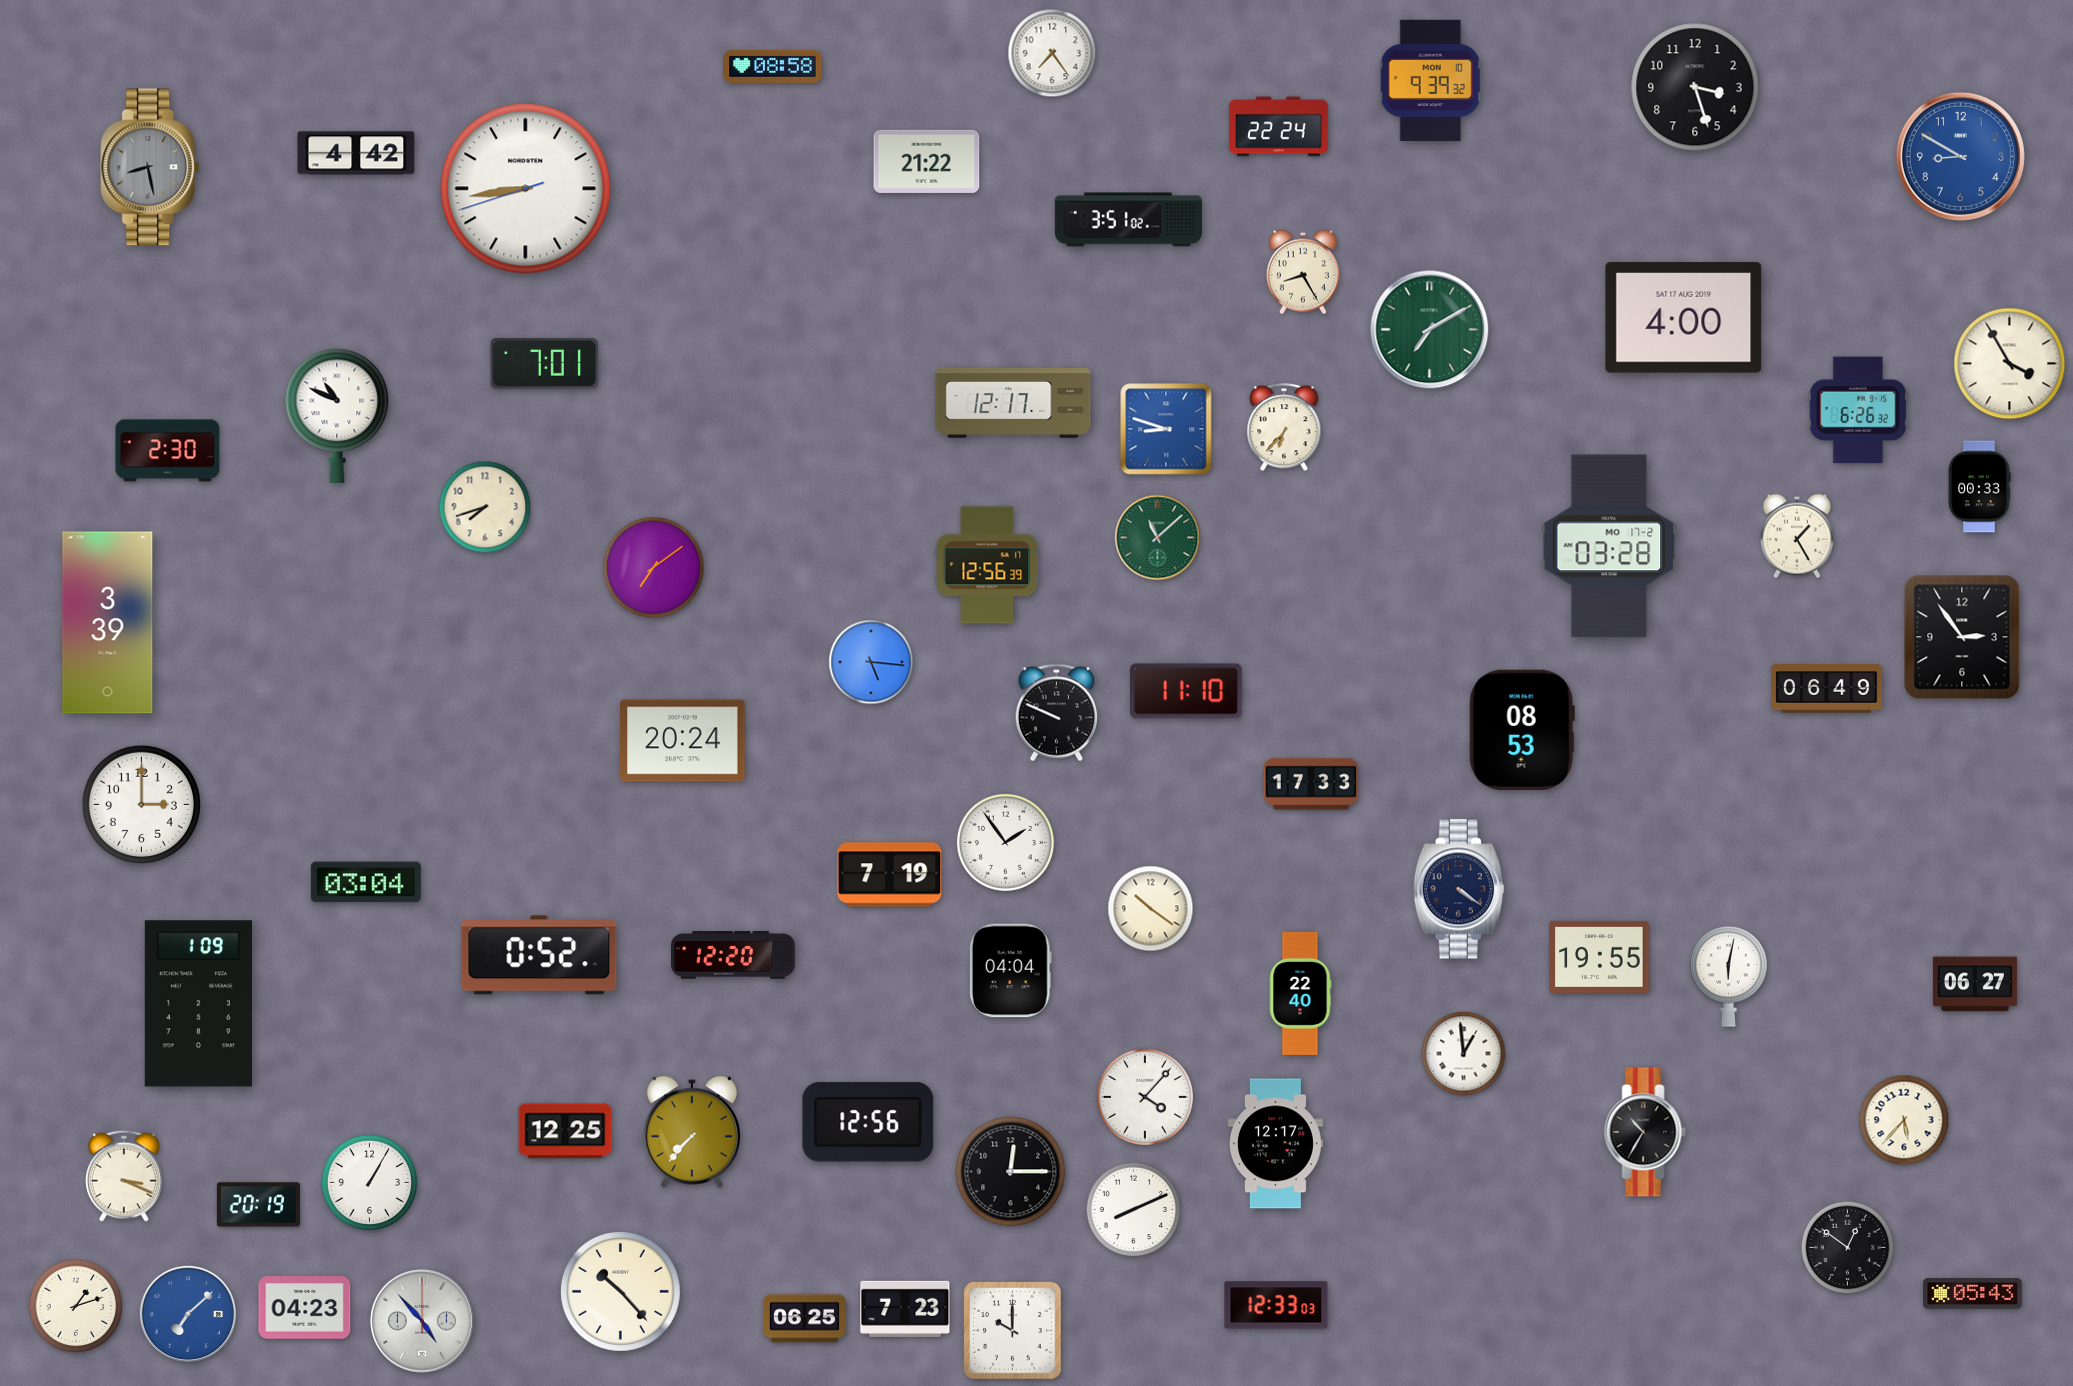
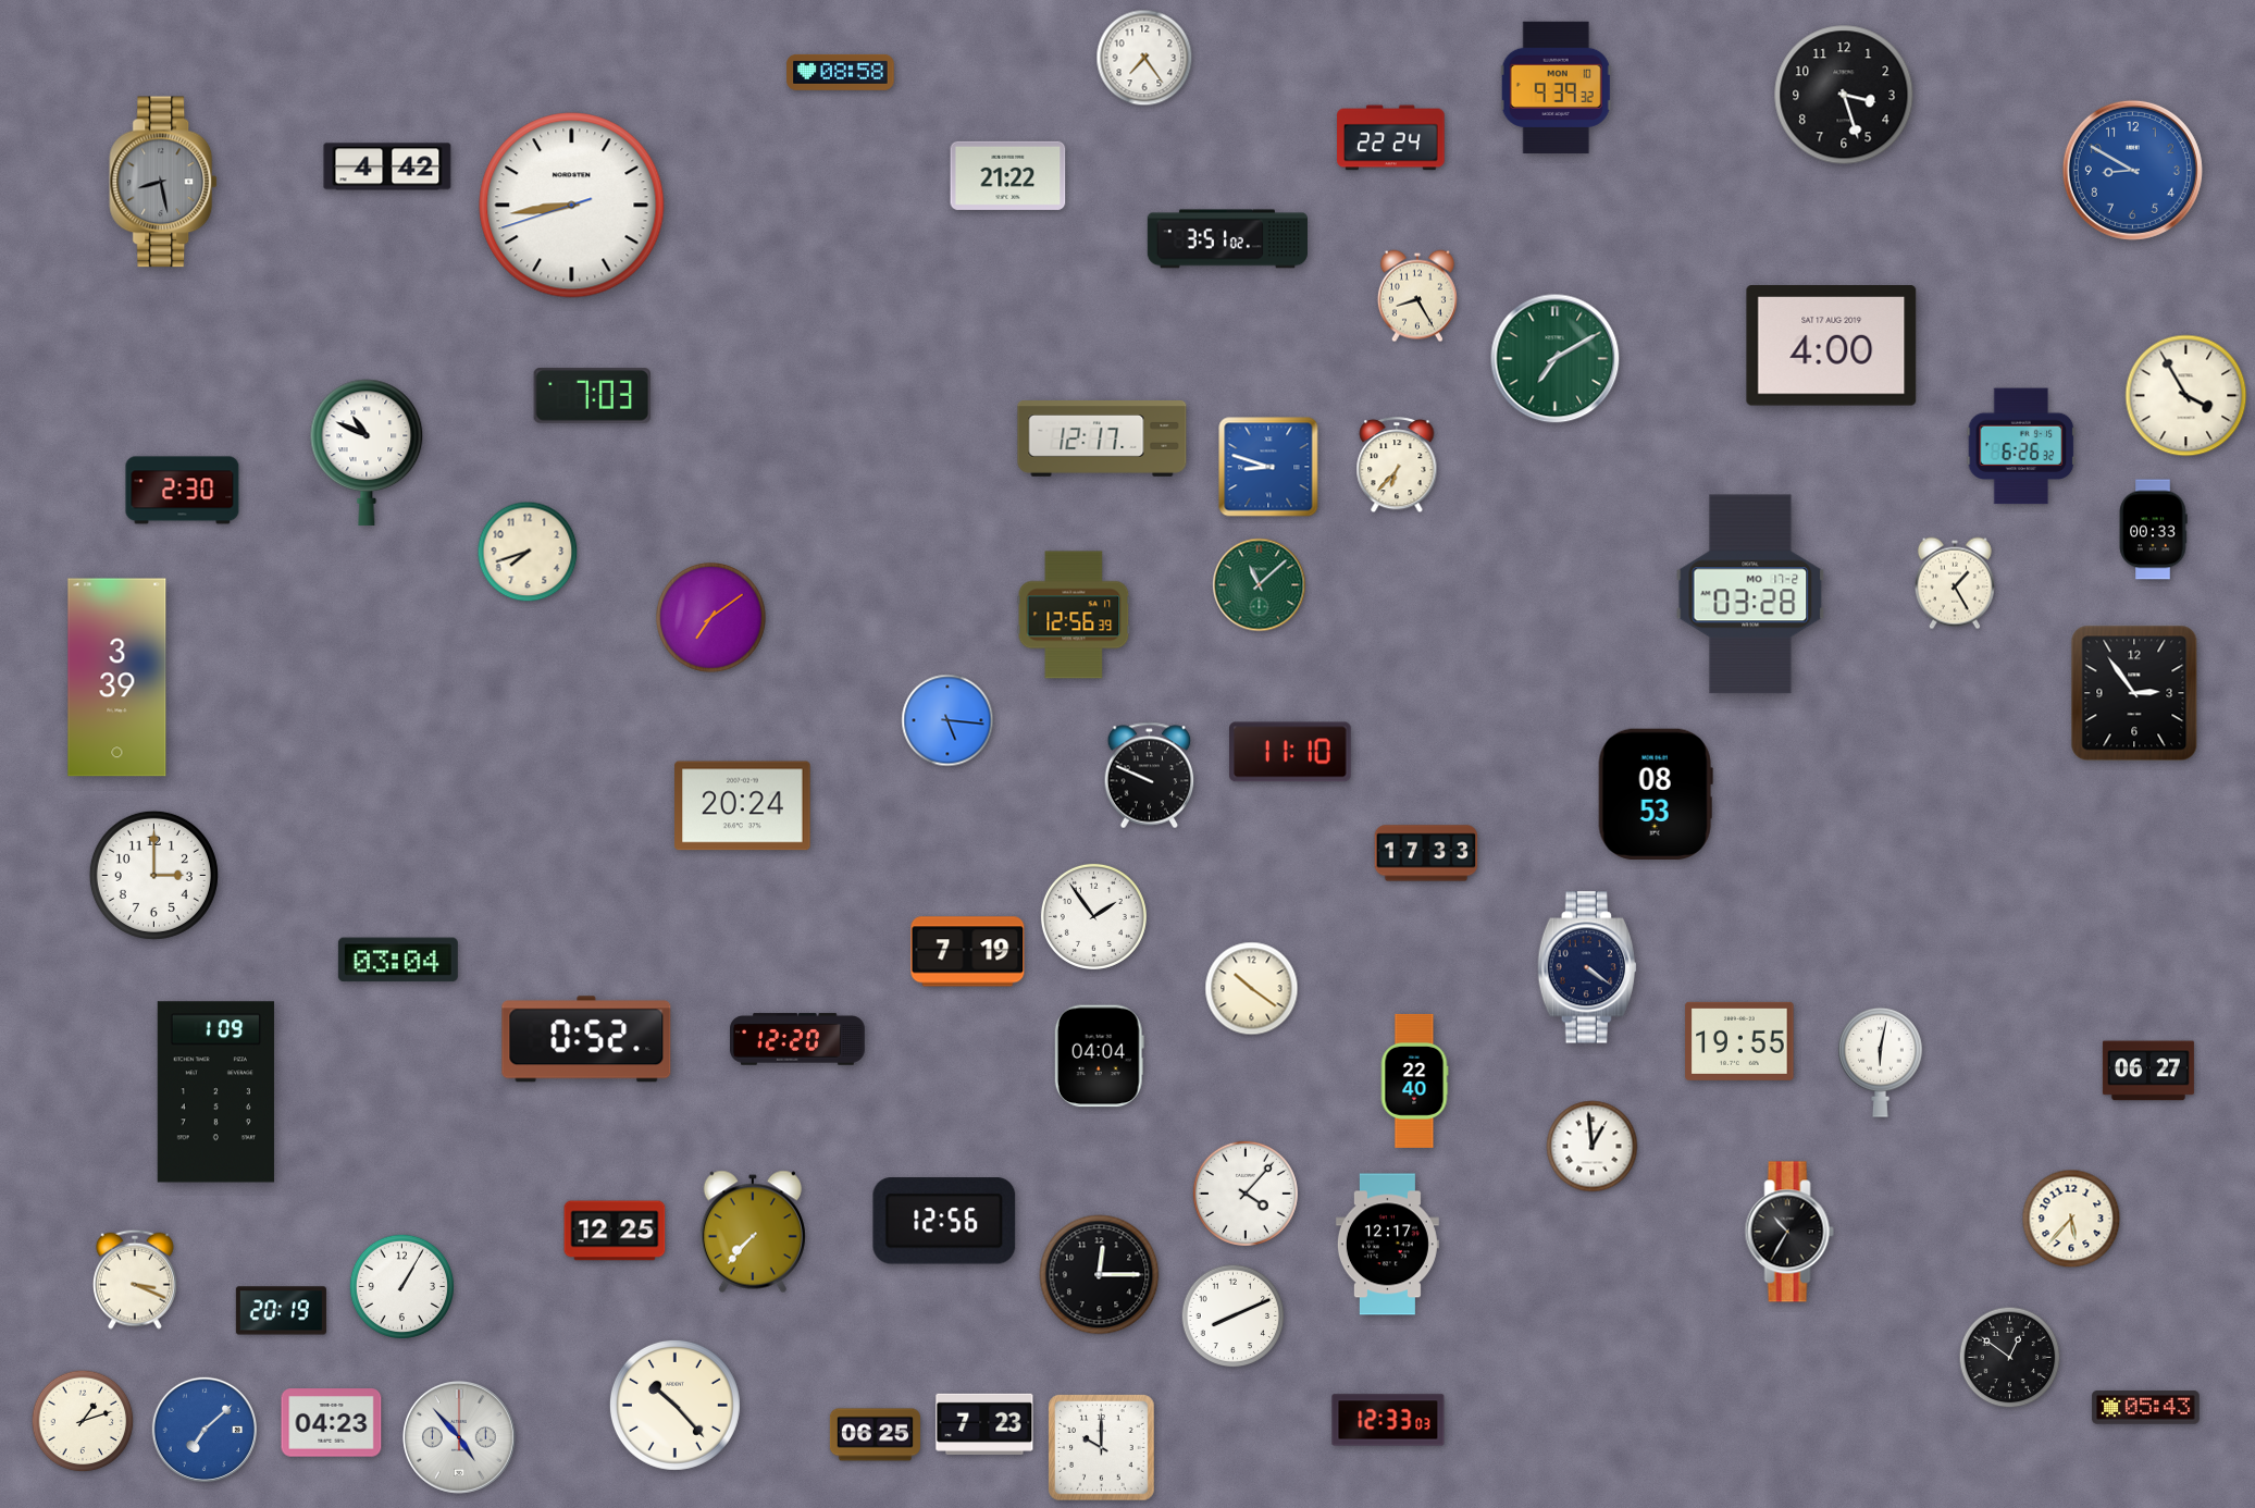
clock at (544, 364): 7:01 -> 7:03
clock at (1827, 689): 06:49 -> none
